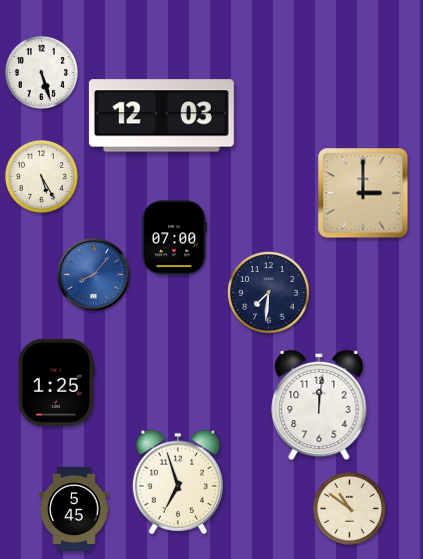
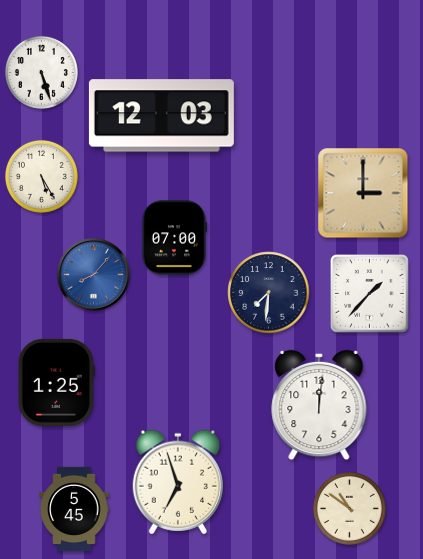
clock at (370, 294): none -> 1:37
